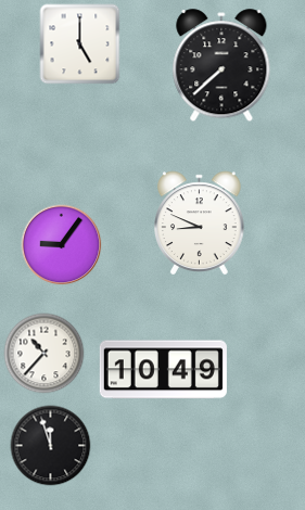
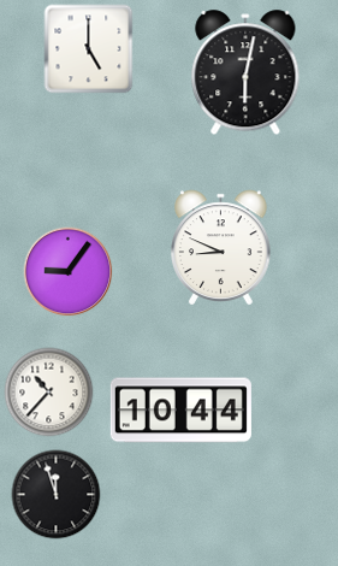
clock at (221, 66): 7:38 -> 6:02
clock at (163, 370): 10:49 -> 10:44
